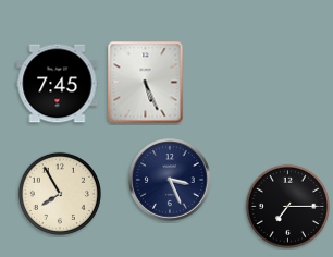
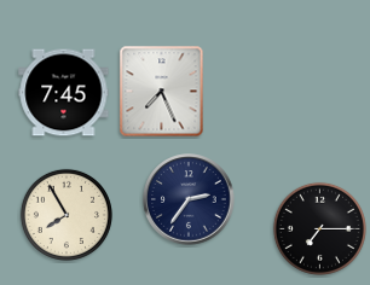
clock at (146, 83): 5:26 -> 7:26
clock at (170, 180): 3:26 -> 2:36
